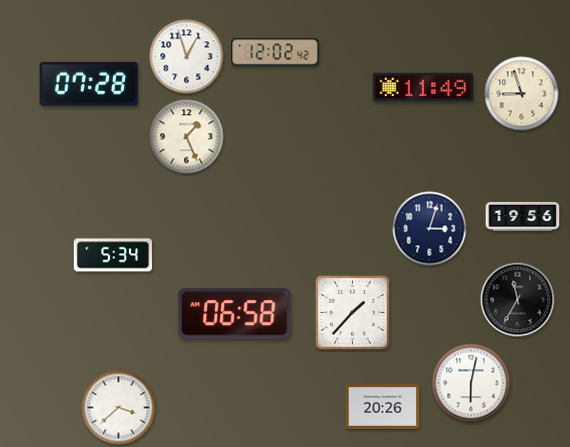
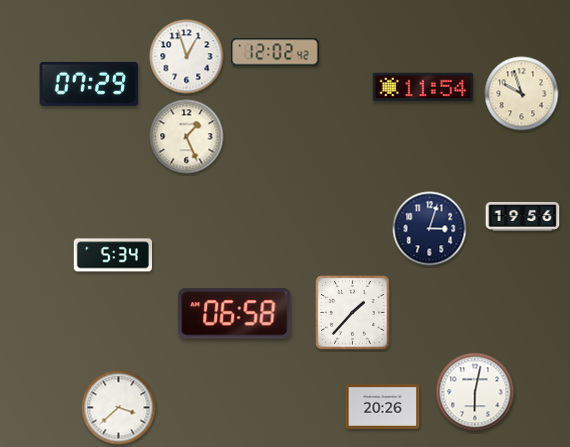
clock at (89, 84): 07:28 -> 07:29
clock at (423, 87): 11:49 -> 11:54
clock at (522, 94): 8:57 -> 9:57
clock at (518, 300): 11:35 -> none
clock at (471, 383) position: (471, 383) -> (475, 392)
